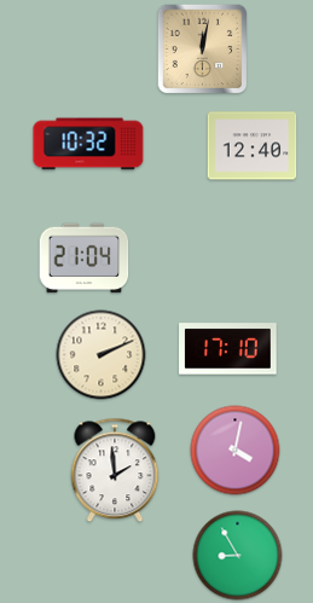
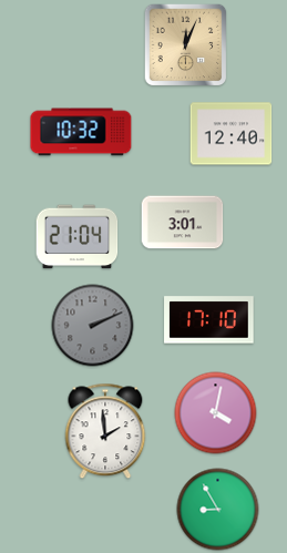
clock at (203, 50): 12:02 -> 12:04
clock at (183, 223): none -> 3:01
clock at (102, 355) dial: cream -> grey
